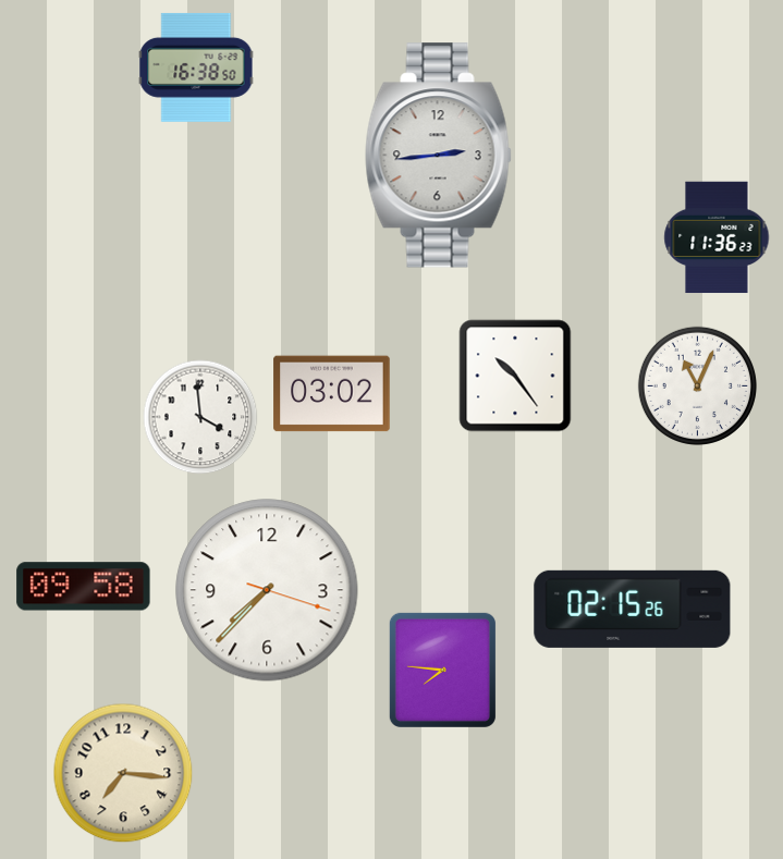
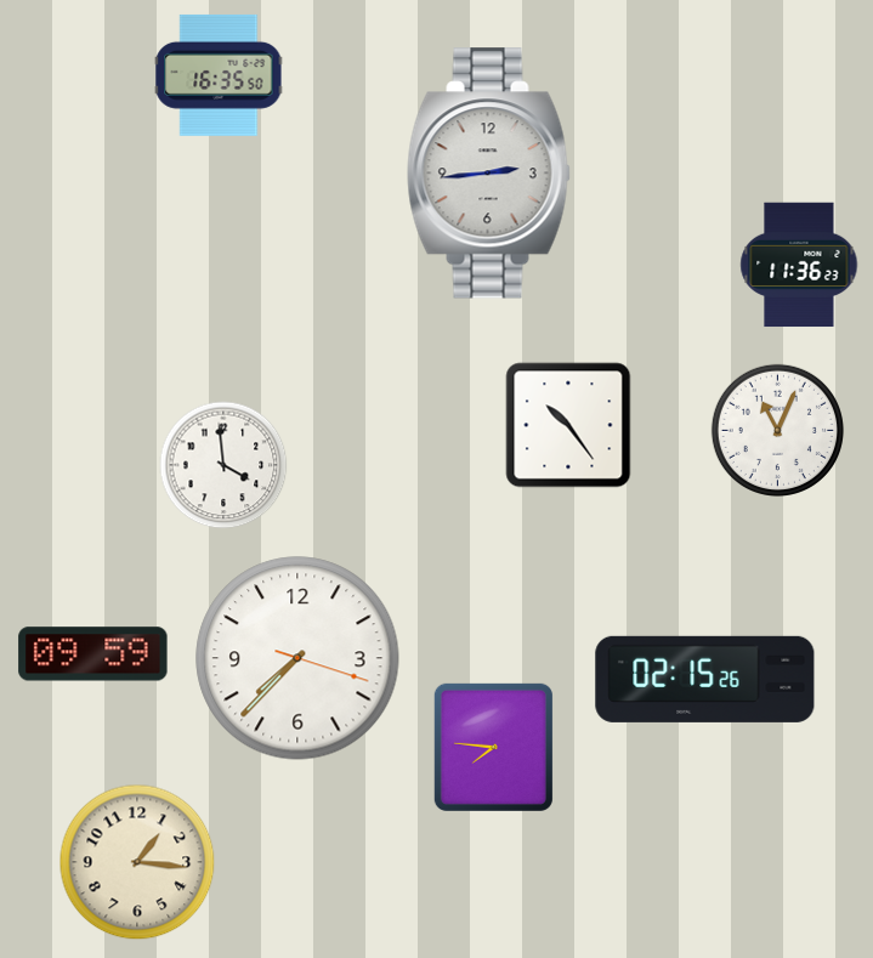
clock at (196, 68): 16:38 -> 16:35
clock at (515, 376) position: (515, 376) -> (568, 425)
clock at (332, 394): 03:02 -> none
clock at (84, 587): 09:58 -> 09:59
clock at (123, 773): 7:16 -> 1:16
